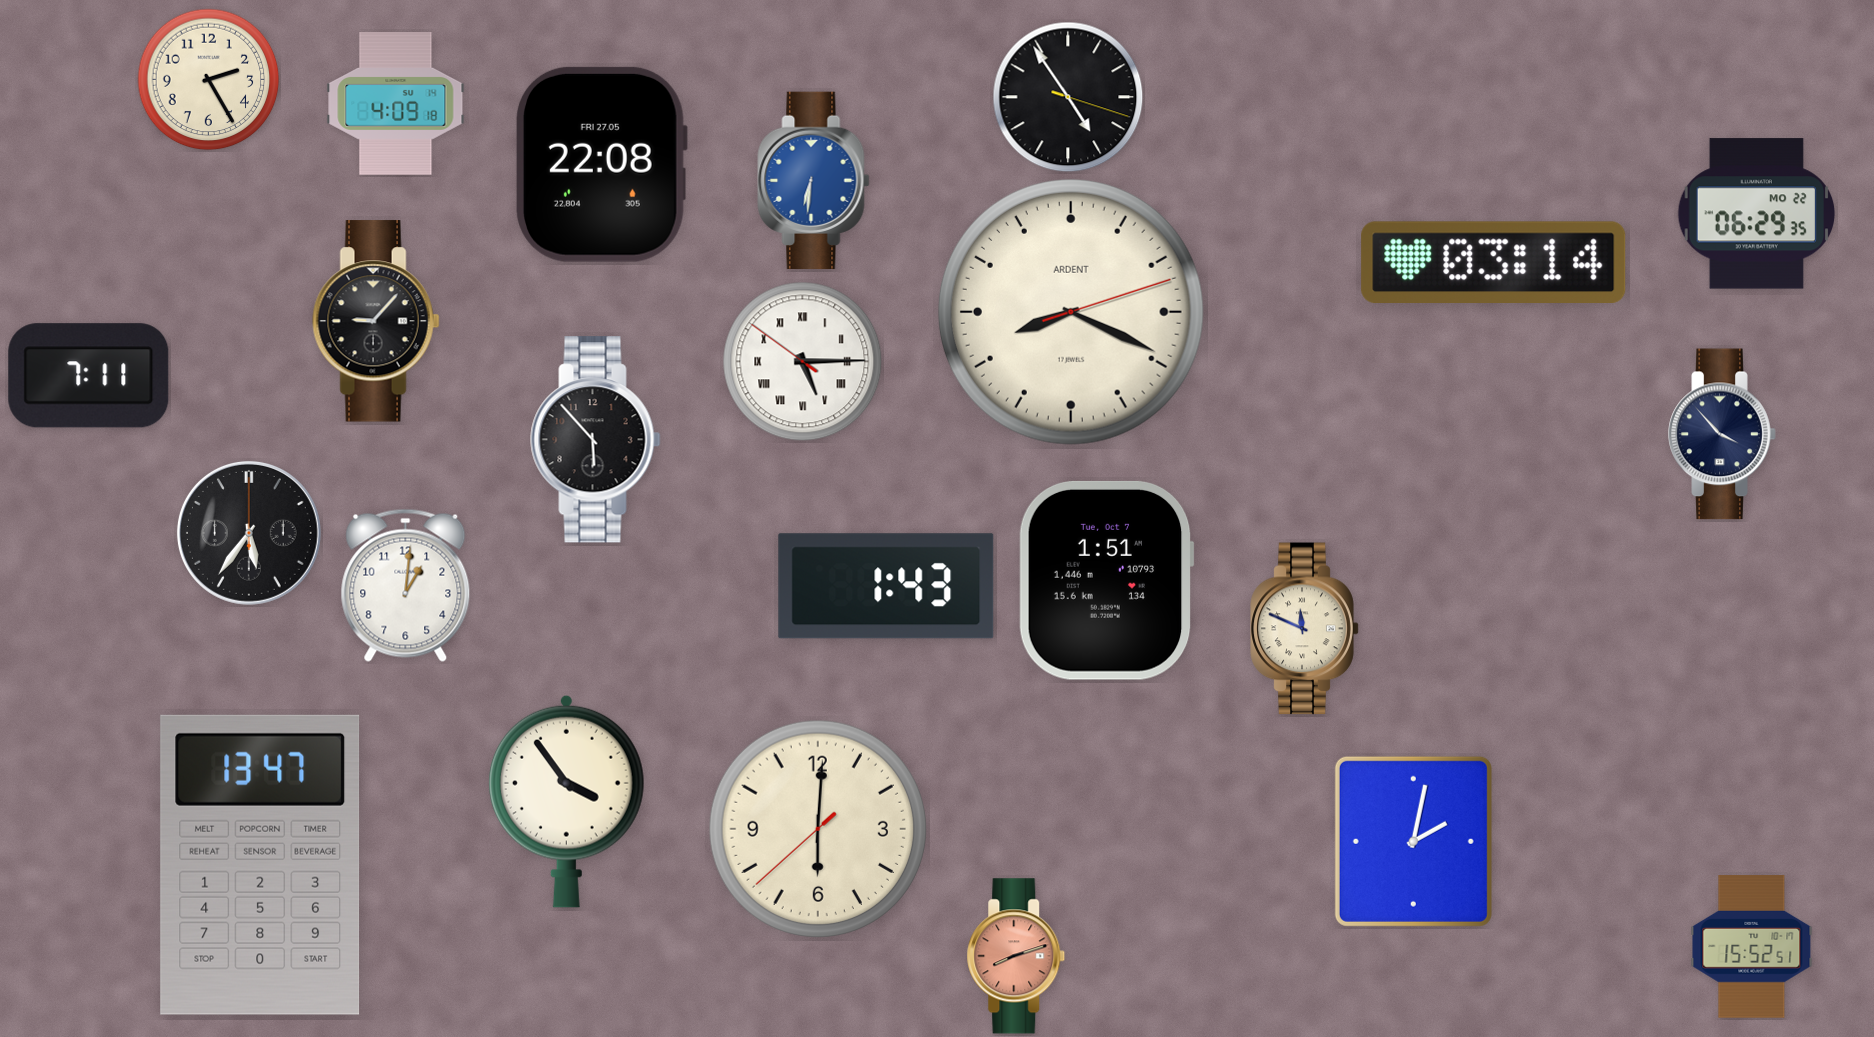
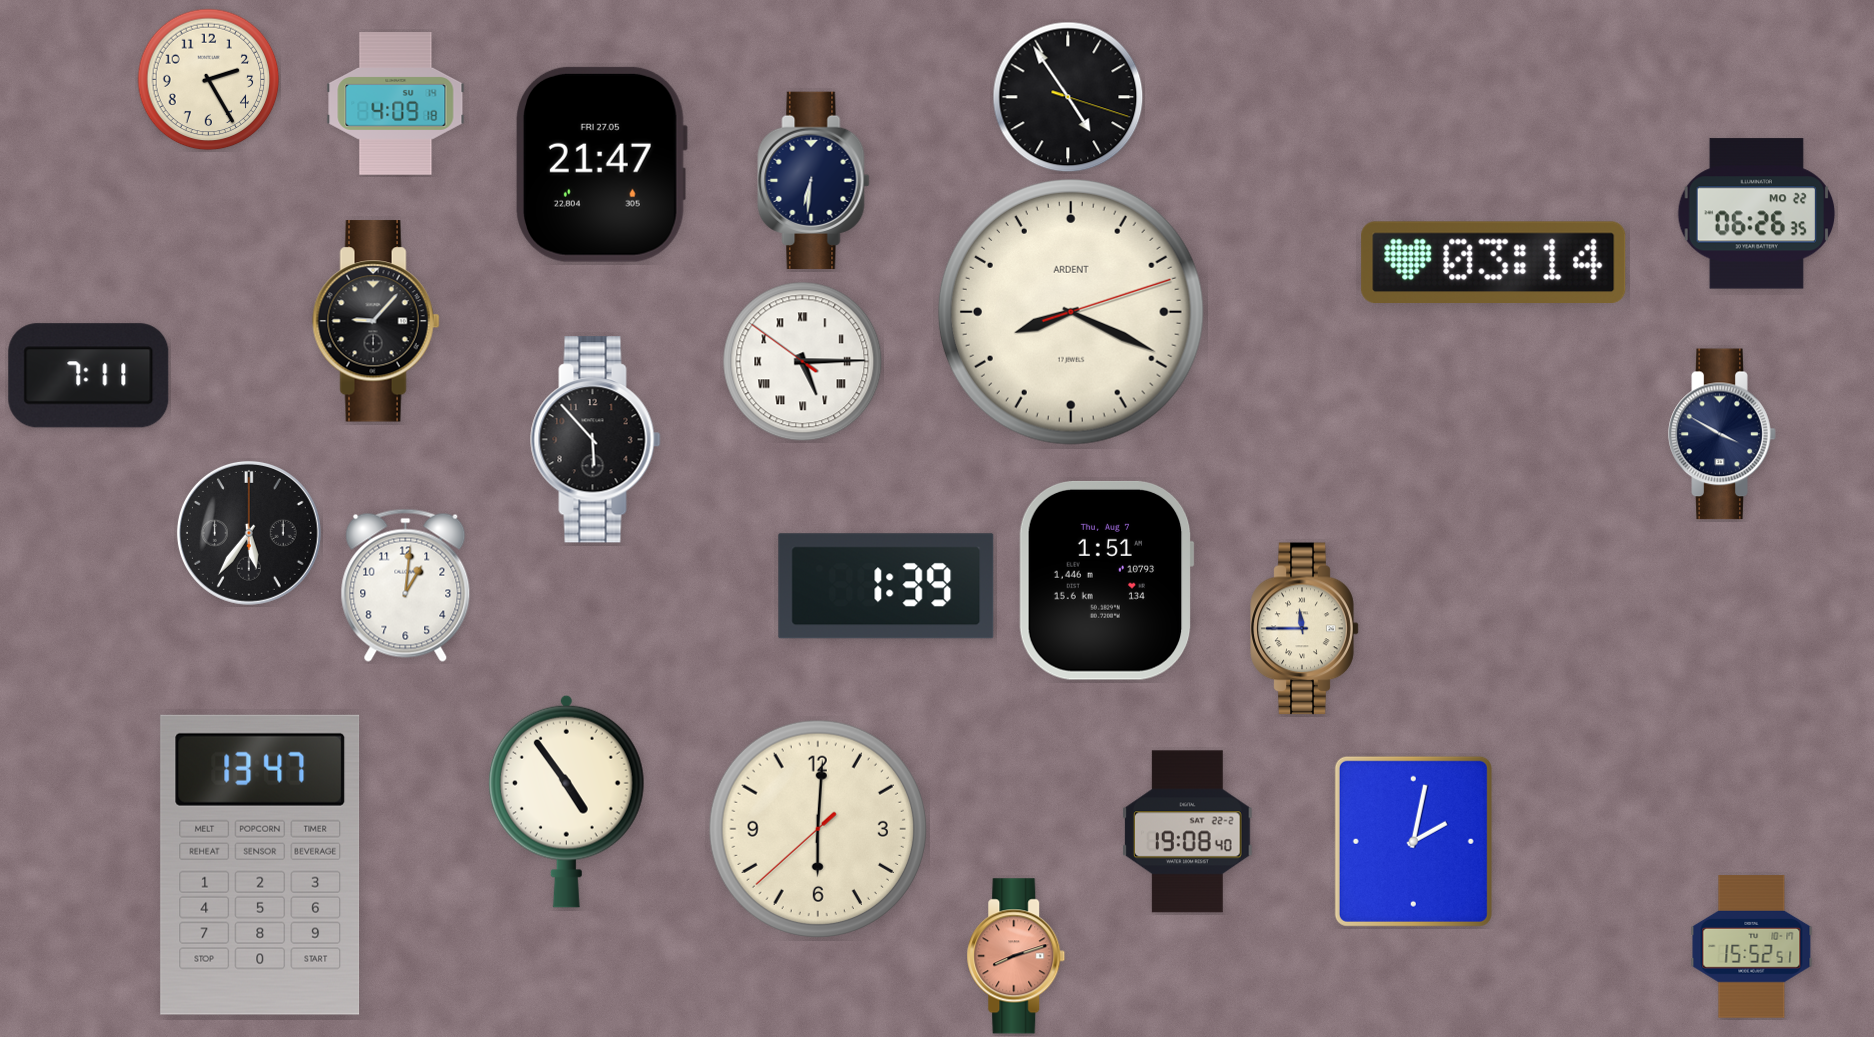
clock at (602, 164): 22:08 -> 21:47
clock at (814, 180) dial: blue -> navy
clock at (1757, 214): 06:29 -> 06:26
clock at (1722, 434): 3:53 -> 3:50
clock at (1106, 580) date: Tue, Oct 7 -> Thu, Aug 7
clock at (886, 586): 1:43 -> 1:39
clock at (1305, 629): 11:49 -> 11:45
clock at (566, 801): 3:54 -> 4:54
clock at (1188, 832): none -> 19:08
